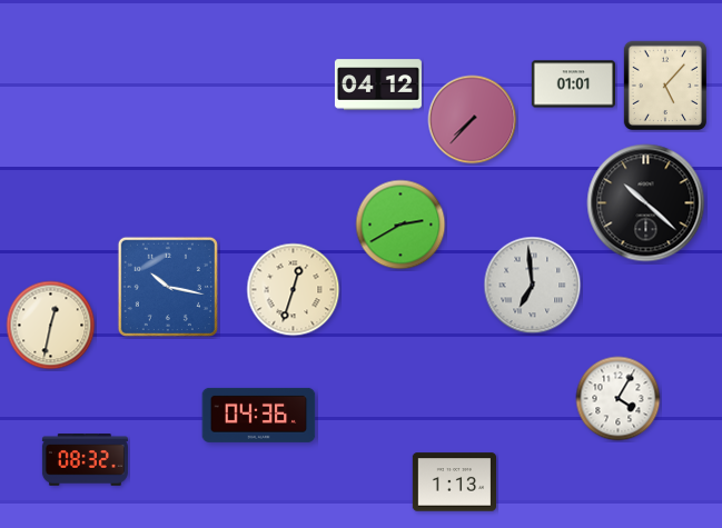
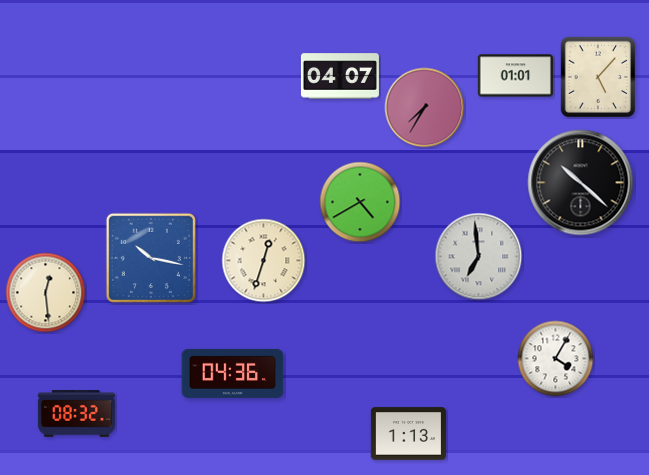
clock at (378, 84): 04:12 -> 04:07
clock at (473, 120): 7:37 -> 7:35
clock at (400, 225): 2:40 -> 4:40
clock at (51, 326): 12:32 -> 12:29
